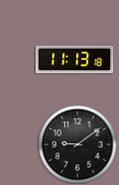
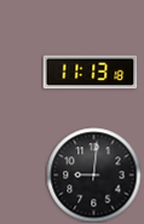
clock at (77, 144): 9:09 -> 9:01
